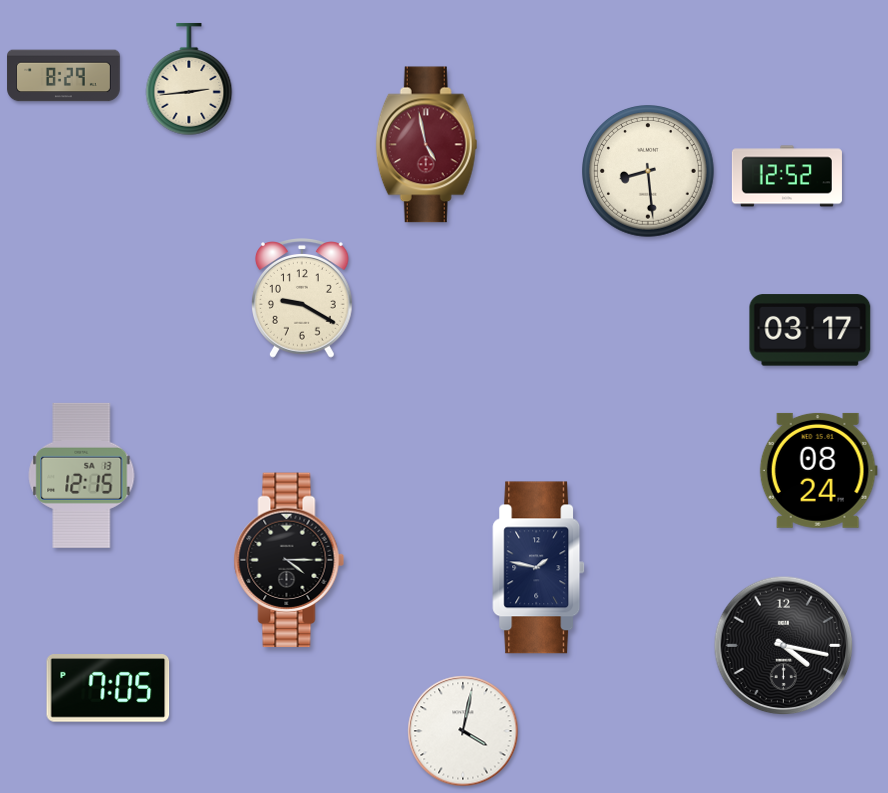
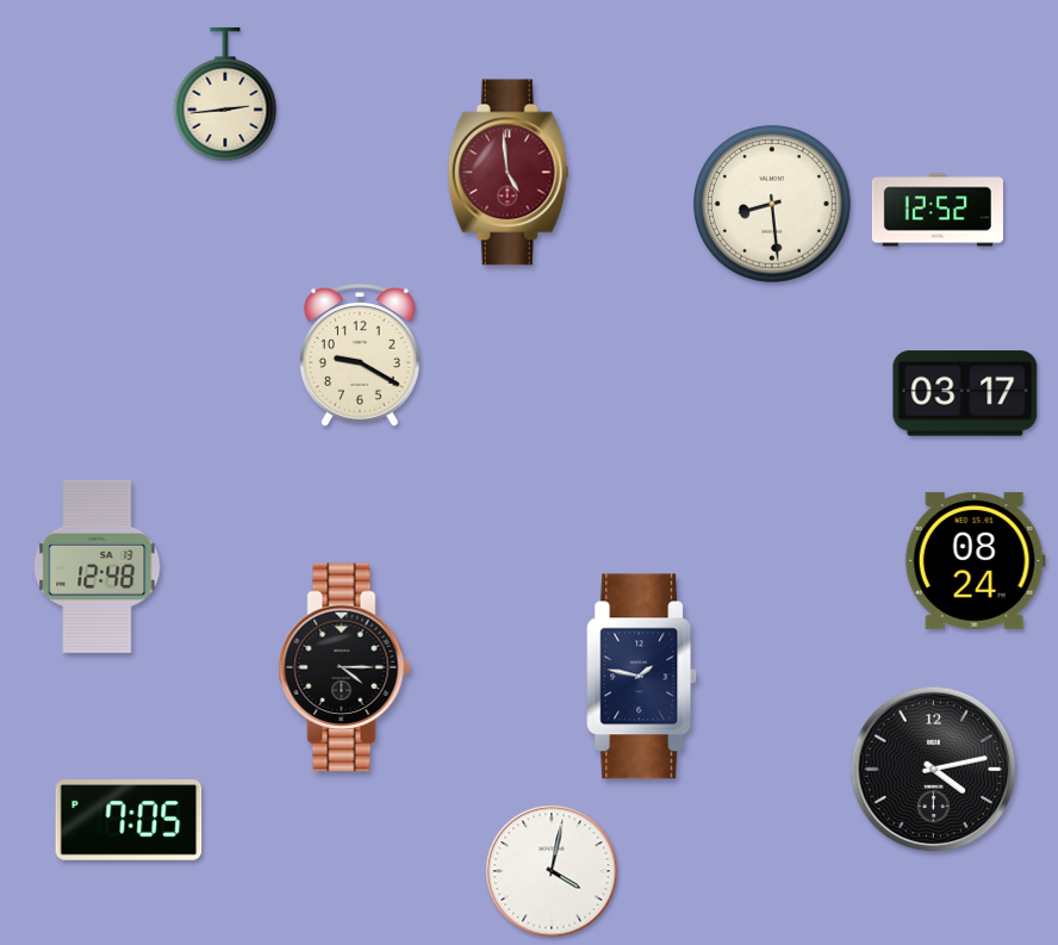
clock at (64, 76): 8:29 -> none
clock at (427, 145): 4:58 -> 4:59
clock at (82, 475): 12:15 -> 12:48
clock at (784, 646): 4:17 -> 4:13
